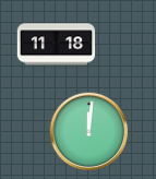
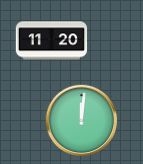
clock at (57, 45): 11:18 -> 11:20
